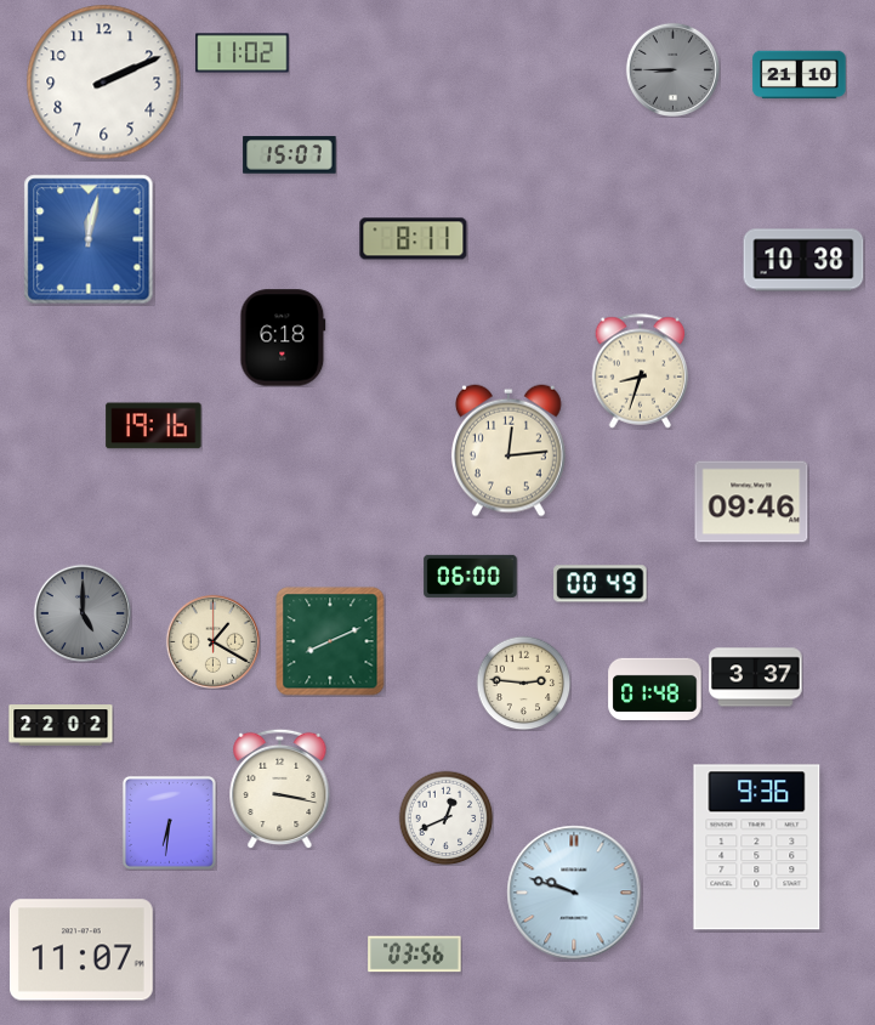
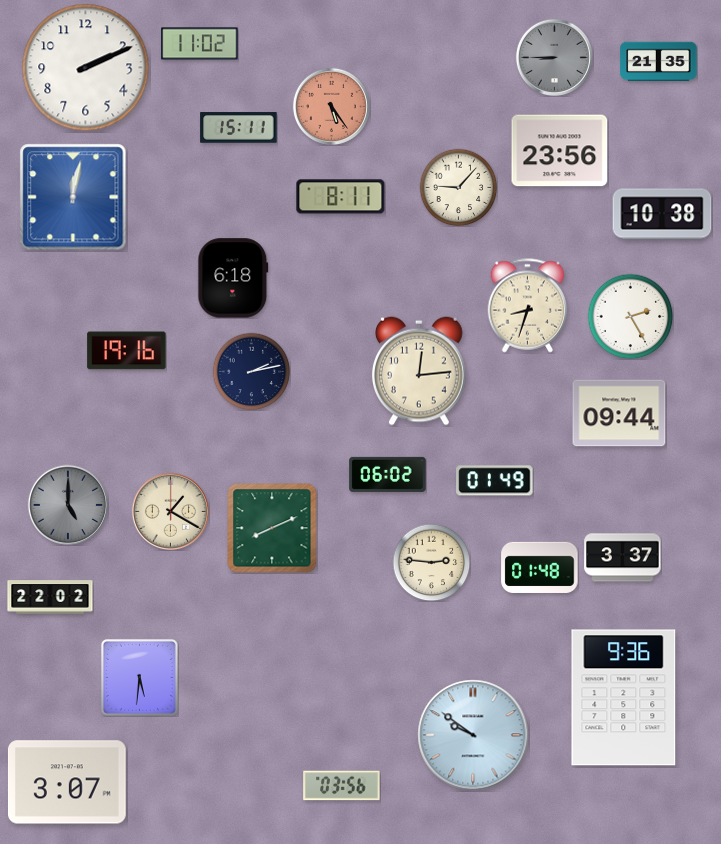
clock at (800, 75): 21:10 -> 21:35
clock at (331, 106): none -> 5:24
clock at (290, 155): 15:07 -> 15:11
clock at (560, 151): none -> 23:56
clock at (458, 187): none -> 9:07
clock at (630, 316): none -> 2:25
clock at (251, 371): none -> 2:13
clock at (751, 502): 09:46 -> 09:44
clock at (471, 576): 06:00 -> 06:02
clock at (601, 584): 00:49 -> 01:49
clock at (212, 641) position: (212, 641) -> (170, 511)
clock at (280, 788): 3:17 -> none
clock at (445, 817): 12:41 -> none
clock at (169, 822): 6:31 -> 5:31
clock at (574, 893): 9:48 -> 9:51
clock at (81, 950): 11:07 -> 3:07
